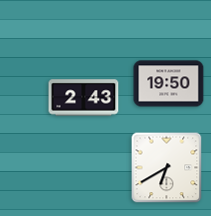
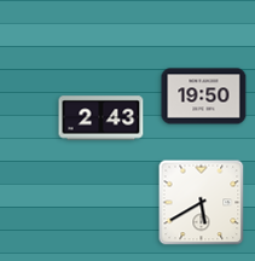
clock at (169, 84) position: (169, 84) -> (204, 97)
clock at (167, 168): 6:40 -> 5:40
